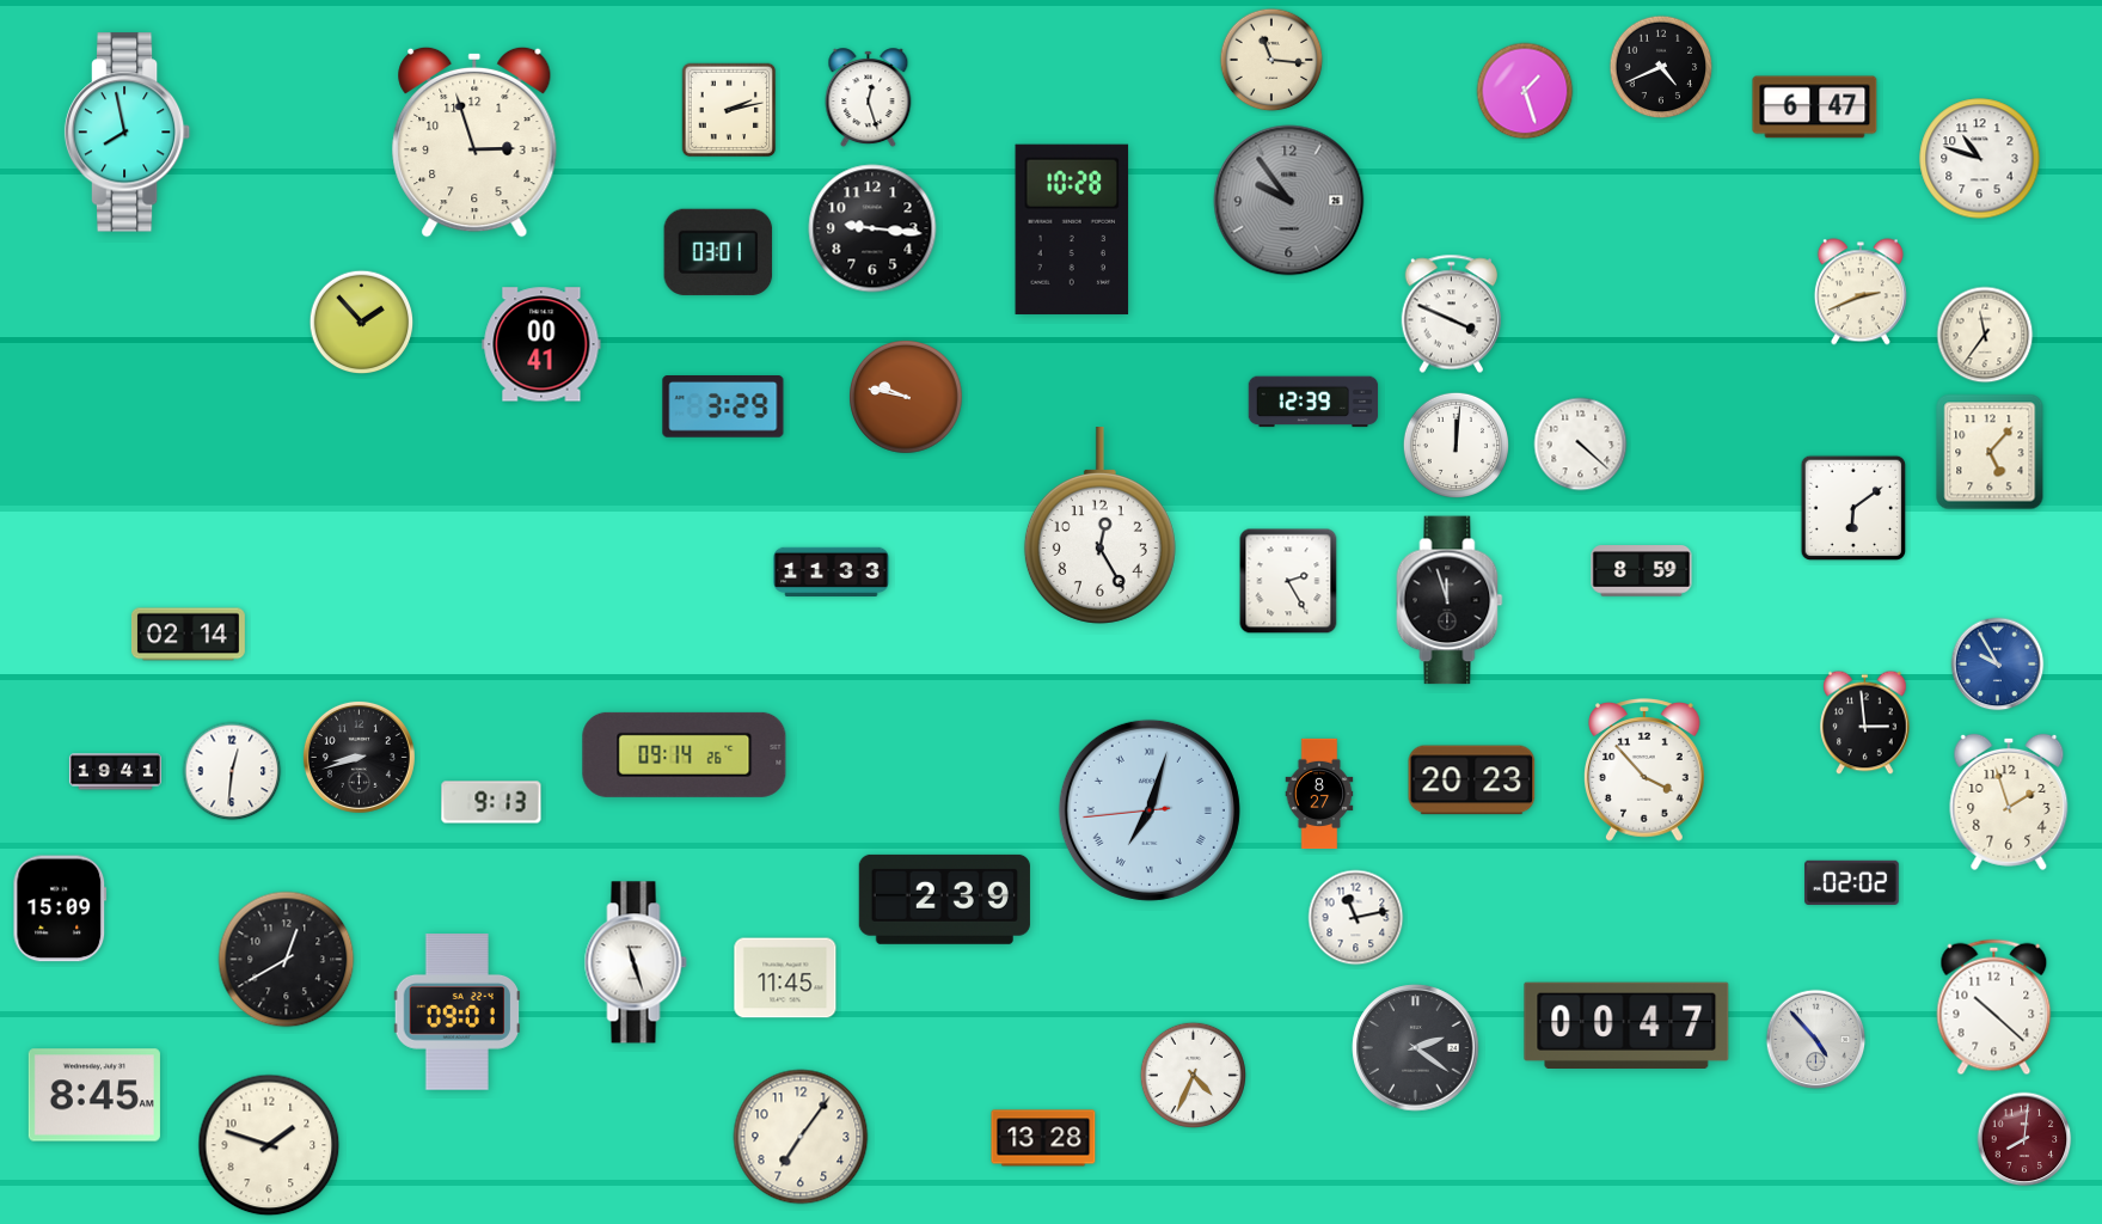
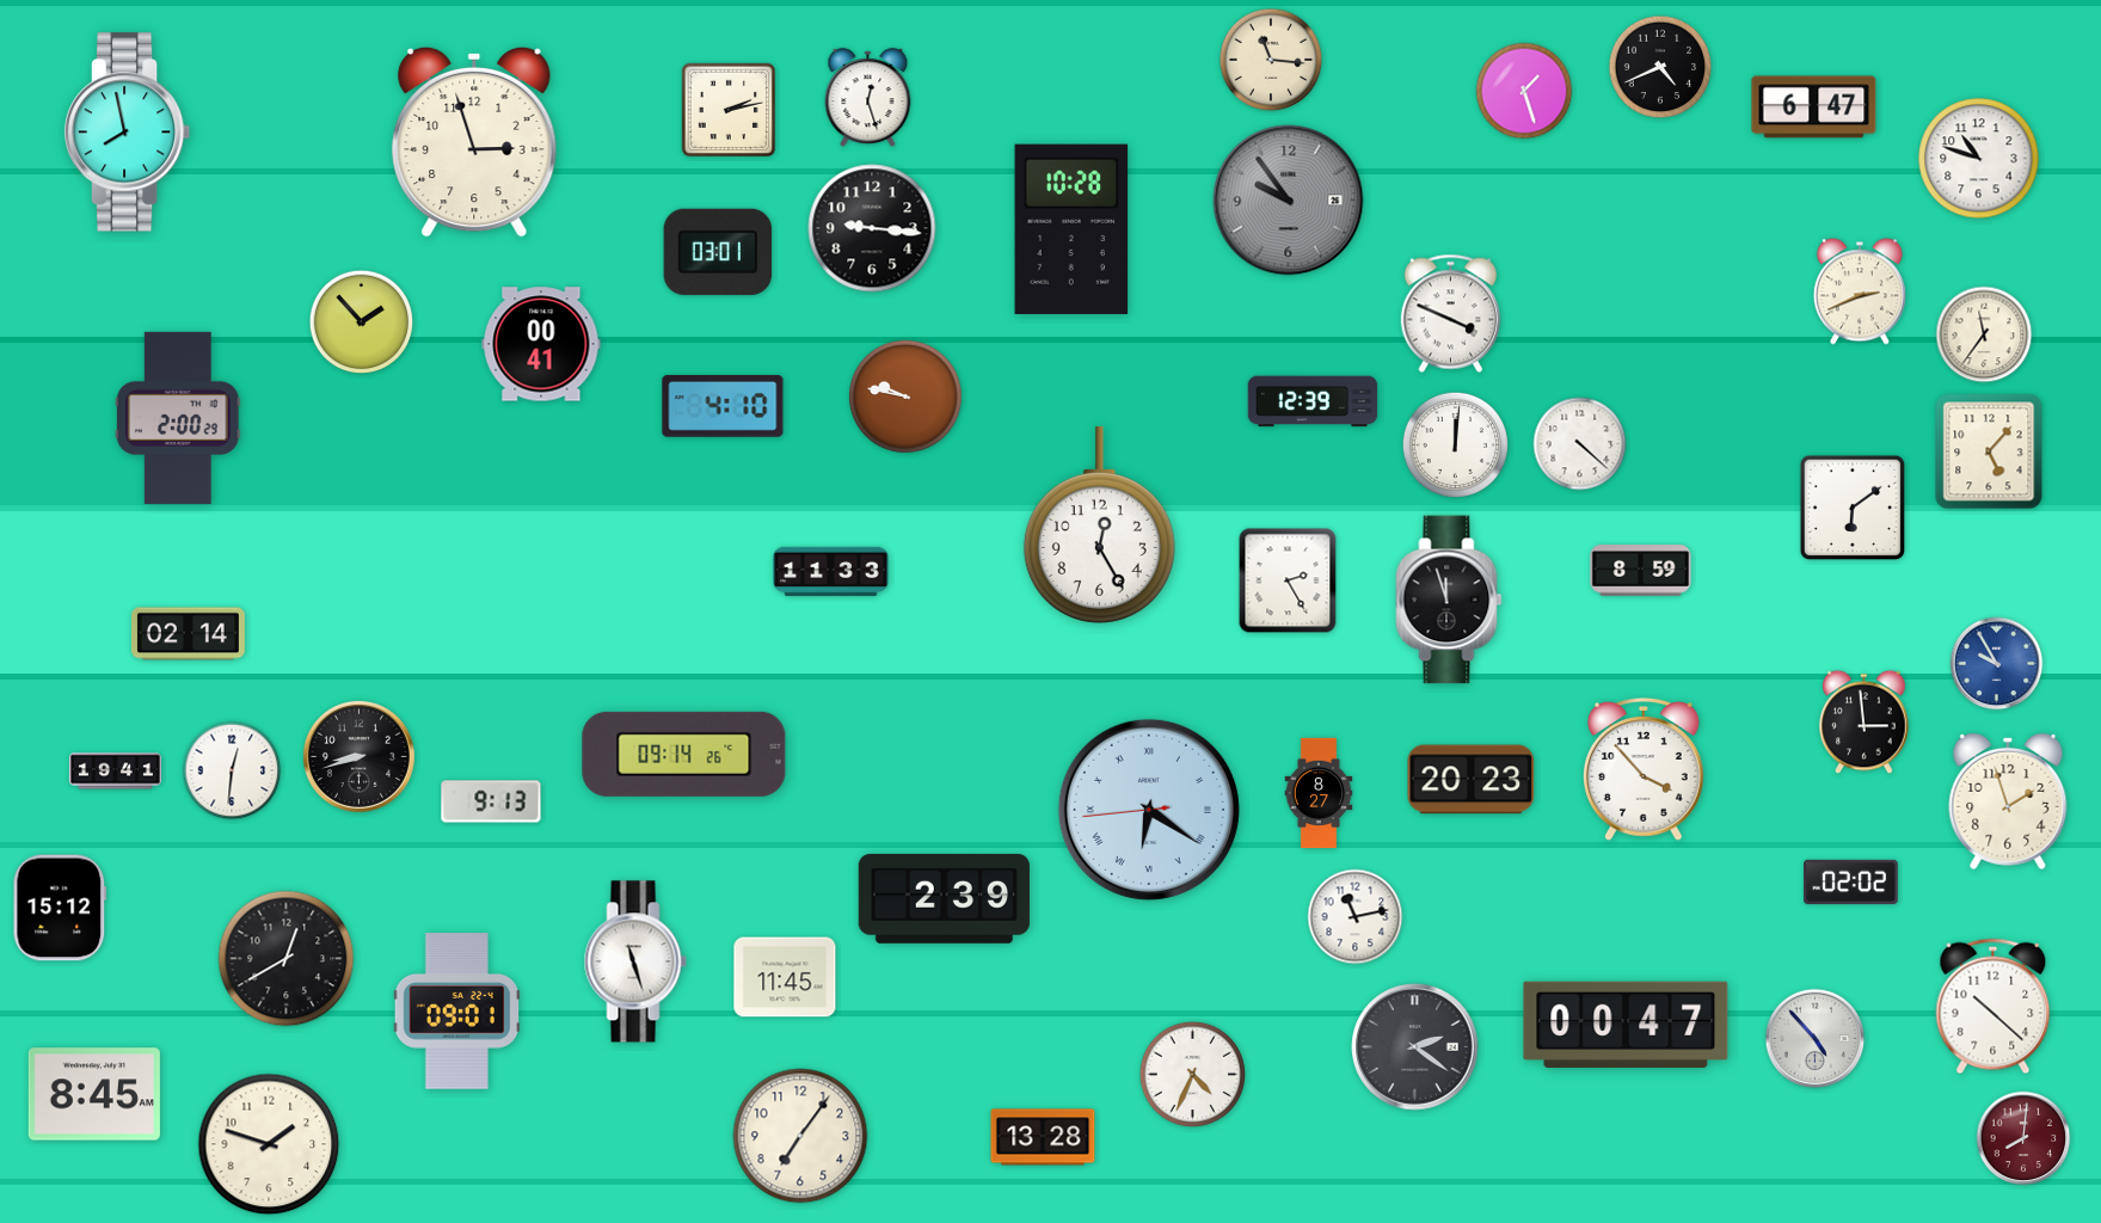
clock at (723, 406): 3:29 -> 4:10
clock at (178, 418): none -> 2:00
clock at (1150, 810): 7:02 -> 6:20
clock at (60, 908): 15:09 -> 15:12
